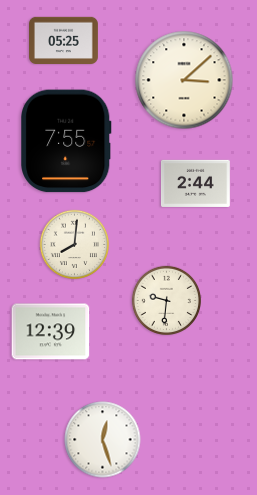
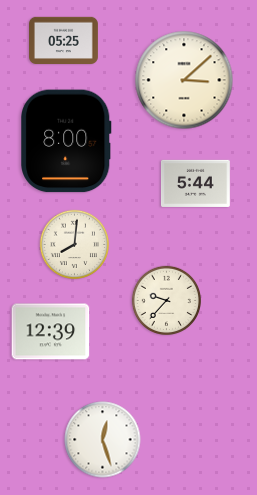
clock at (67, 141): 7:55 -> 8:00
clock at (195, 183): 2:44 -> 5:44
clock at (166, 300): 9:31 -> 9:37
